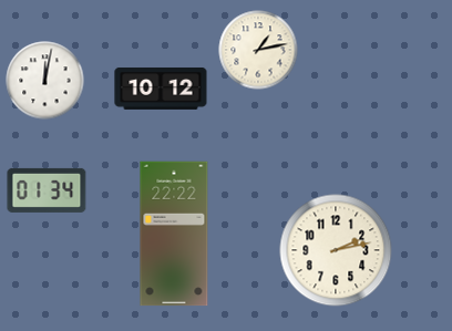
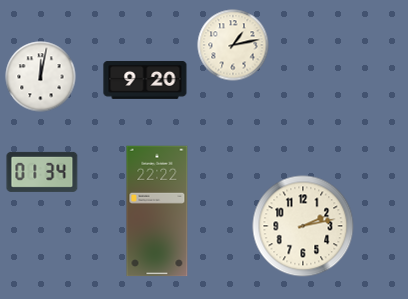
clock at (45, 81) position: (45, 81) -> (41, 77)
clock at (161, 89): 10:12 -> 9:20
